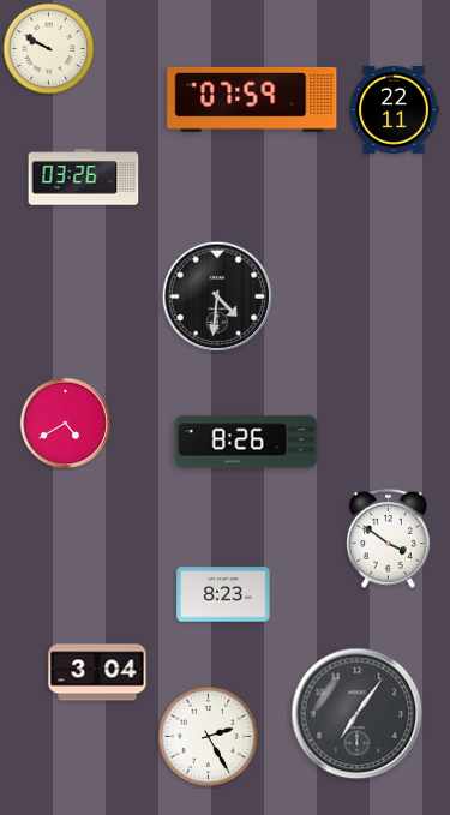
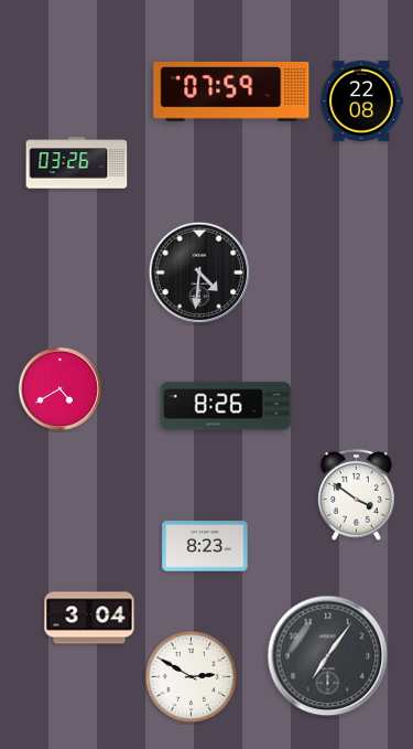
clock at (49, 49): 9:50 -> none
clock at (394, 109): 22:11 -> 22:08
clock at (209, 737): 2:25 -> 2:50
